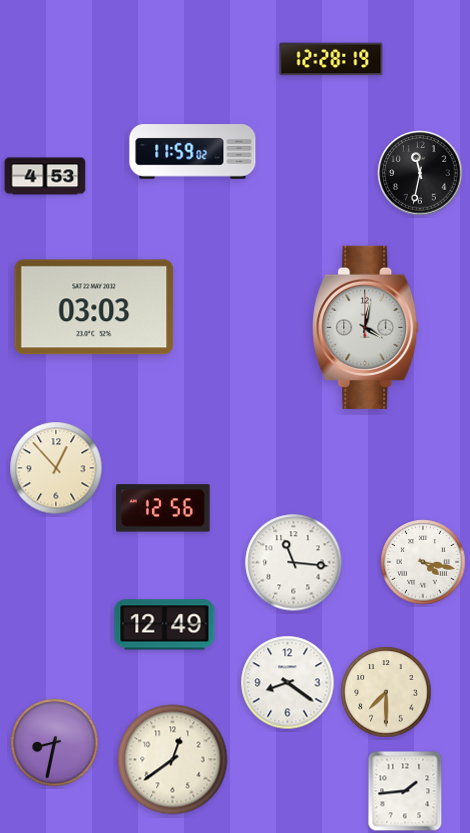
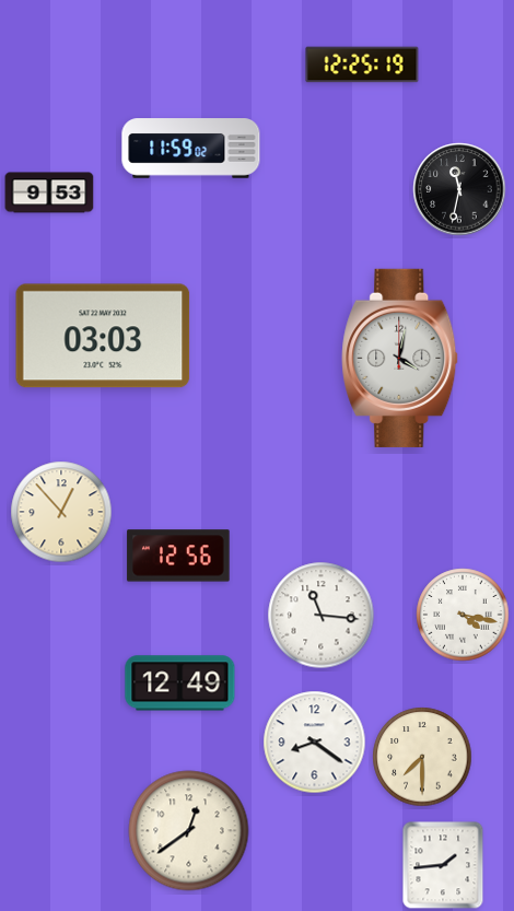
clock at (331, 59): 12:28 -> 12:25
clock at (193, 152) position: (193, 152) -> (191, 149)
clock at (45, 176): 4:53 -> 9:53
clock at (288, 683) position: (288, 683) -> (315, 743)
clock at (55, 743): 8:32 -> none
